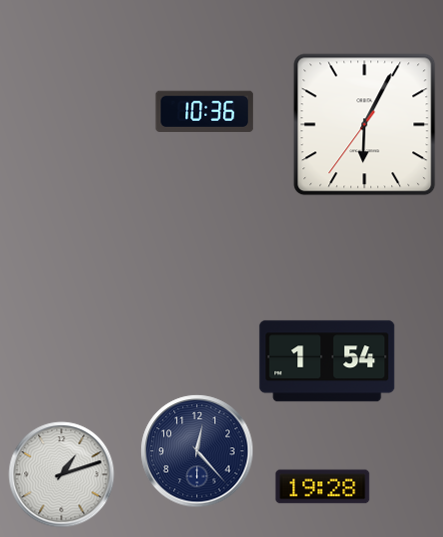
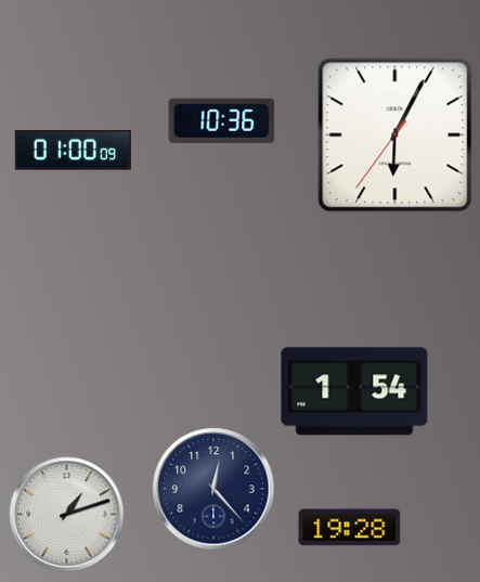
clock at (73, 151): none -> 01:00
